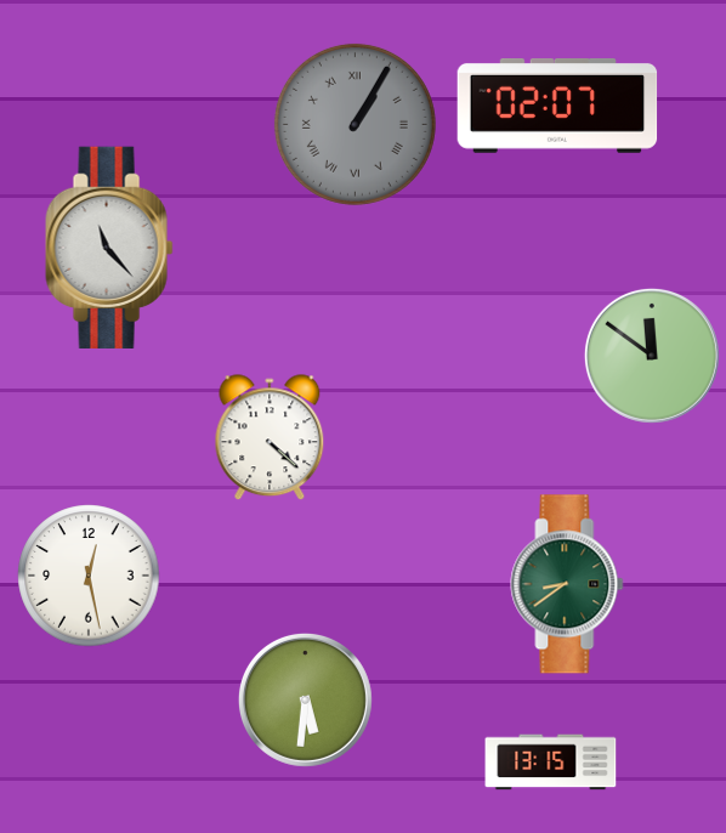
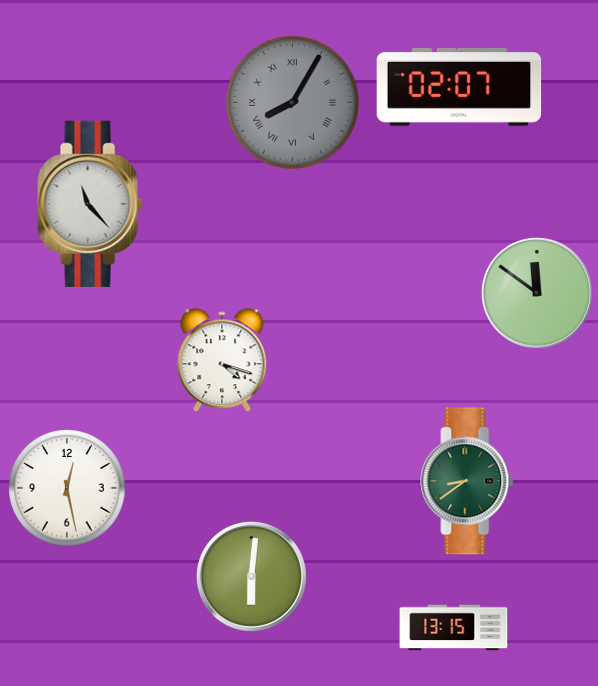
clock at (355, 124): 1:05 -> 8:05
clock at (270, 437): 4:22 -> 4:18
clock at (89, 576) position: (89, 576) -> (67, 488)
clock at (305, 699): 5:31 -> 6:01
